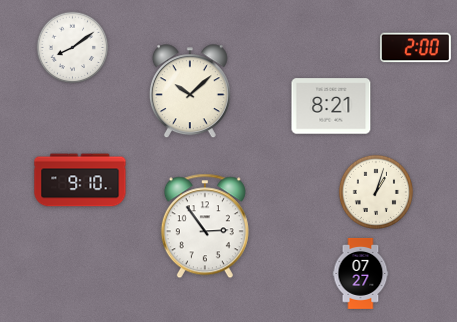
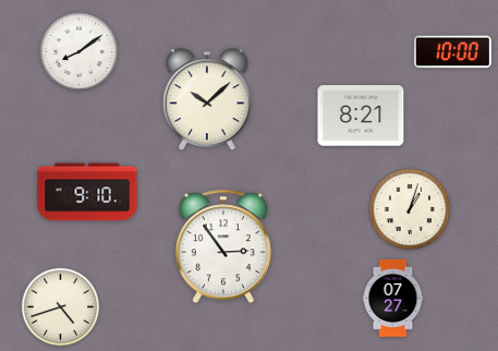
clock at (415, 48): 2:00 -> 10:00
clock at (80, 180) position: (80, 180) -> (87, 192)
clock at (61, 307): none -> 4:42
